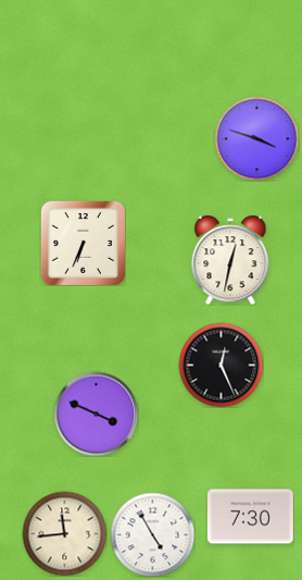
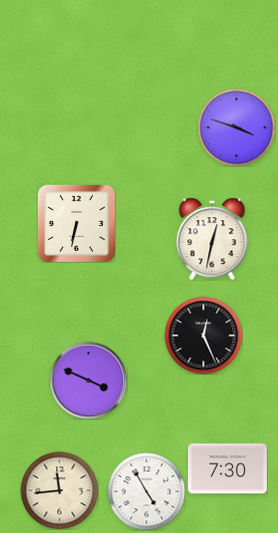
clock at (83, 243): 6:34 -> 6:32
clock at (250, 517) position: (250, 517) -> (227, 469)
clock at (152, 534) position: (152, 534) -> (146, 491)
